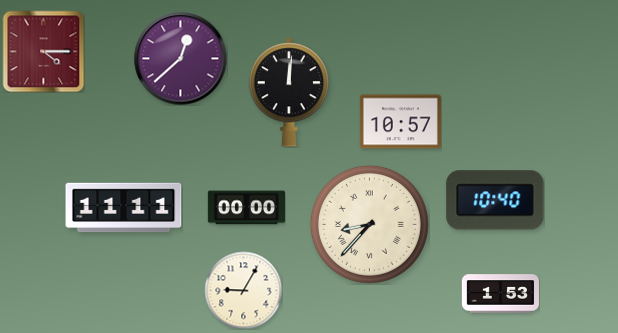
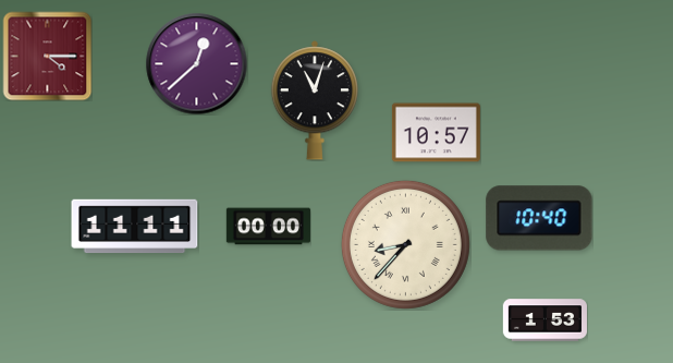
clock at (289, 92): 12:01 -> 11:03
clock at (369, 224) position: (369, 224) -> (405, 244)
clock at (243, 290): 9:05 -> none
